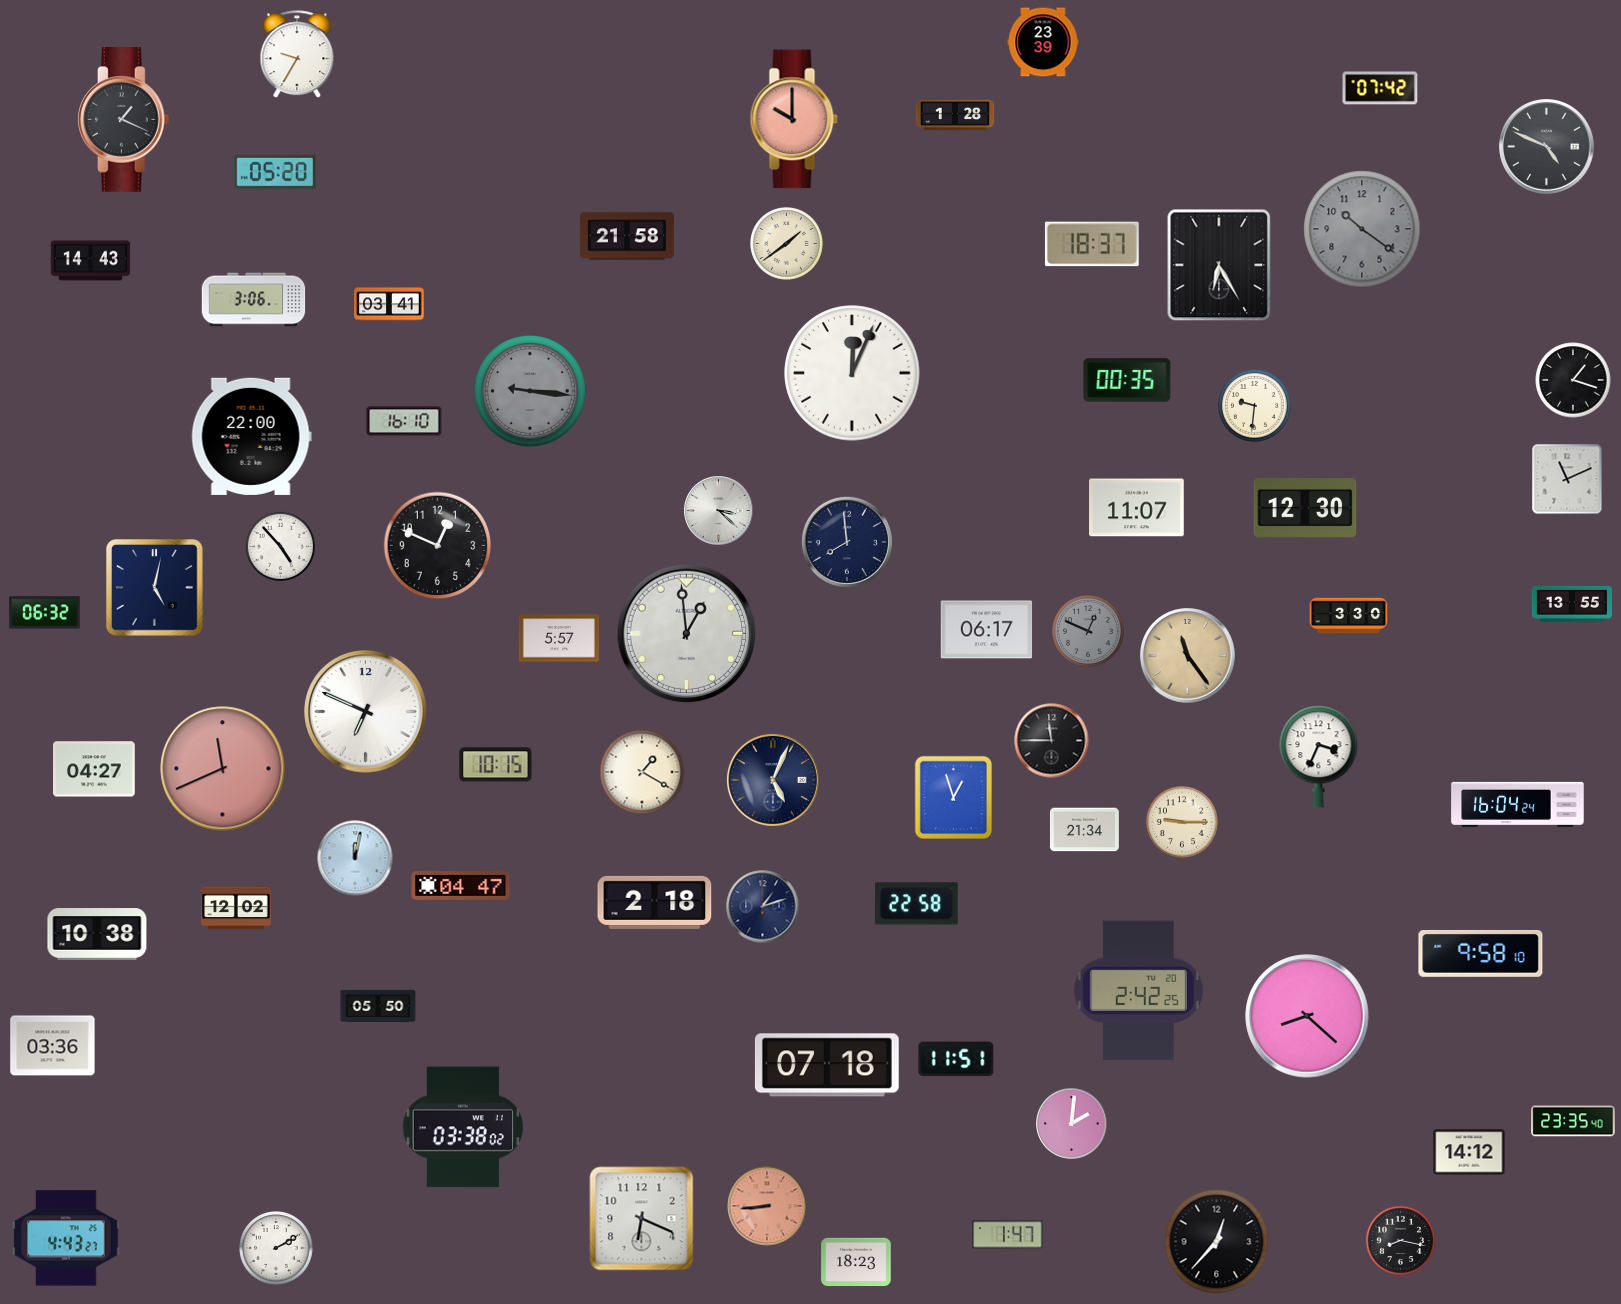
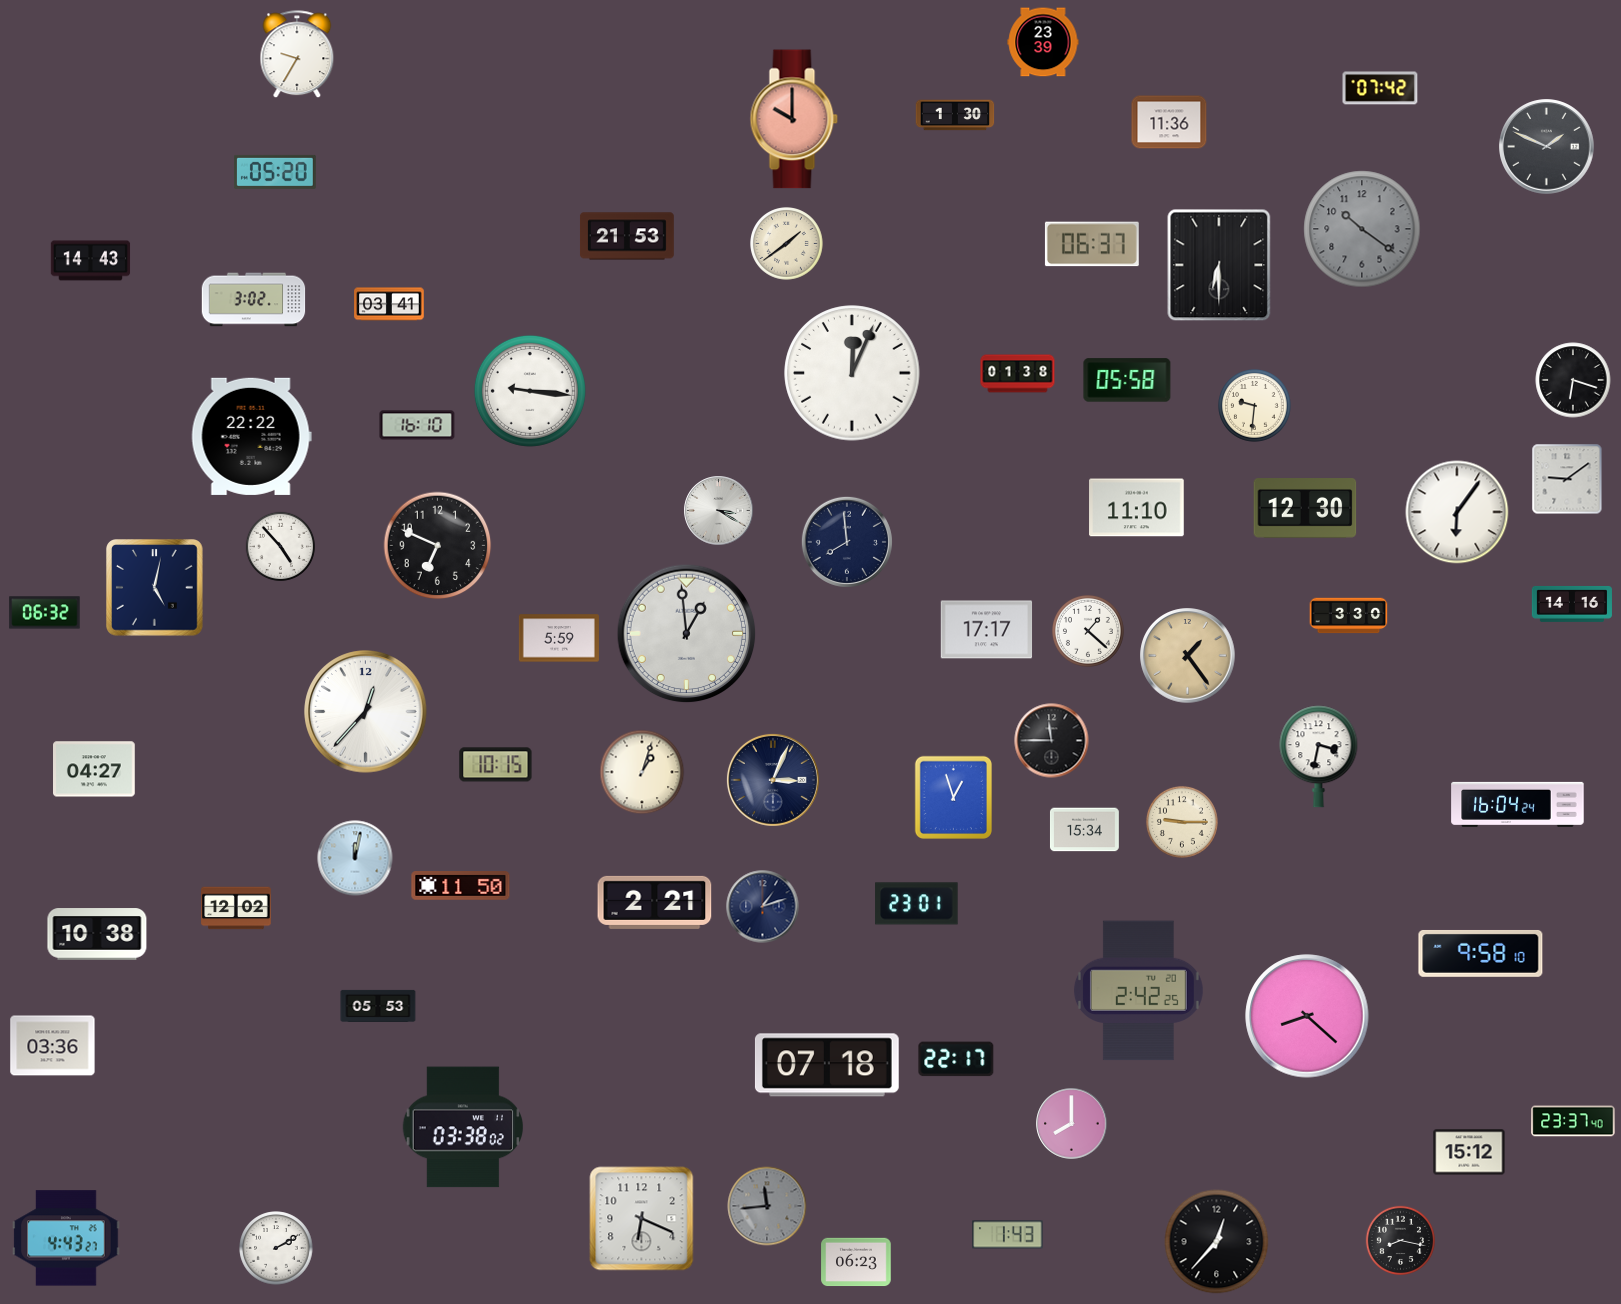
clock at (955, 115): 1:28 -> 1:30
clock at (124, 120): 1:19 -> none
clock at (1169, 122): none -> 11:36
clock at (1547, 147): 4:49 -> 1:49
clock at (627, 236): 21:58 -> 21:53
clock at (1092, 244): 18:37 -> 06:37
clock at (1219, 265): 6:25 -> 6:30
clock at (254, 300): 3:06 -> 3:02
clock at (1018, 374): none -> 01:38
clock at (1127, 380): 00:35 -> 05:58
clock at (1573, 380): 1:18 -> 6:18
clock at (530, 391) dial: grey -> white
clock at (404, 421) position: (404, 421) -> (417, 425)
clock at (251, 436): 22:00 -> 22:22
clock at (1567, 479): 11:11 -> 9:09
clock at (1137, 508): 11:07 -> 11:10
clock at (719, 511): 3:22 -> 3:20
clock at (1457, 512): none -> 6:06
clock at (438, 546): 12:49 -> 6:49
clock at (1572, 604): 13:55 -> 14:16
clock at (987, 630): 06:17 -> 17:17
clock at (1088, 631): 12:49 -> 1:22
clock at (1088, 631) dial: grey -> white
clock at (559, 638): 5:57 -> 5:59
clock at (1188, 656): 11:24 -> 1:24
clock at (366, 712): 6:49 -> 12:37
clock at (1319, 757): 3:34 -> 3:32
clock at (223, 769): 11:41 -> none
clock at (642, 772): 1:20 -> 1:03
clock at (773, 780): 5:04 -> 3:04
clock at (1084, 830): 21:34 -> 15:34
clock at (461, 886): 04:47 -> 11:50
clock at (655, 902): 2:18 -> 2:21
clock at (917, 904): 22:58 -> 23:01
clock at (378, 1006): 05:50 -> 05:53
clock at (956, 1059): 11:51 -> 22:17
clock at (1573, 1121): 23:35 -> 23:37
clock at (1072, 1124): 2:01 -> 8:00
clock at (1469, 1152): 14:12 -> 15:12
clock at (767, 1206): 8:44 -> 11:44
clock at (767, 1206) dial: salmon -> grey
clock at (1008, 1235): 1:47 -> 1:43
clock at (856, 1262): 18:23 -> 06:23
